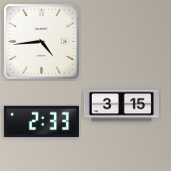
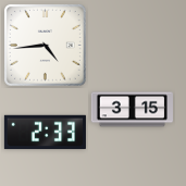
clock at (121, 106) position: (121, 106) -> (132, 110)
